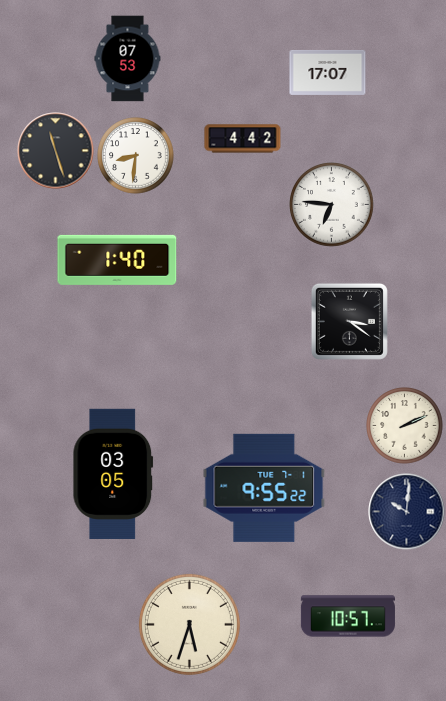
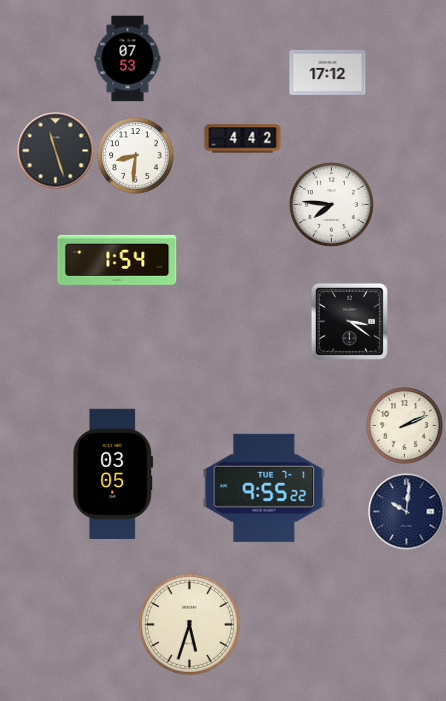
clock at (328, 72): 17:07 -> 17:12
clock at (332, 205): 6:46 -> 7:46
clock at (117, 260): 1:40 -> 1:54
clock at (348, 616): 10:57 -> none
